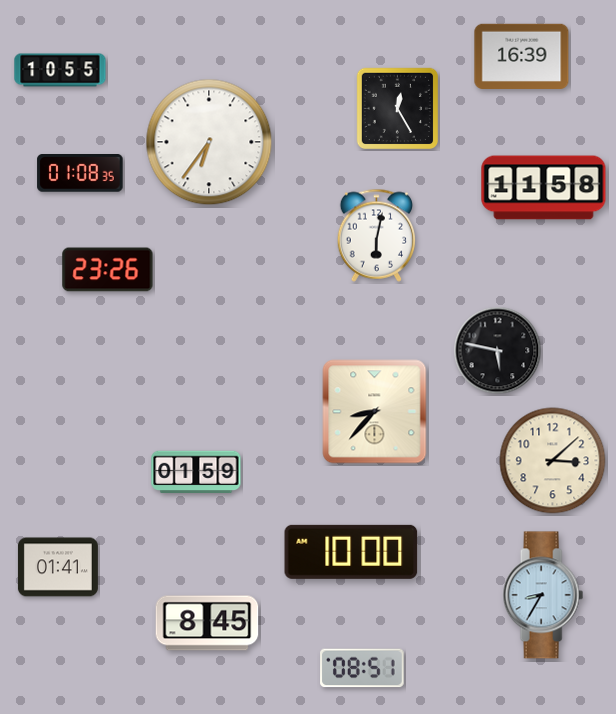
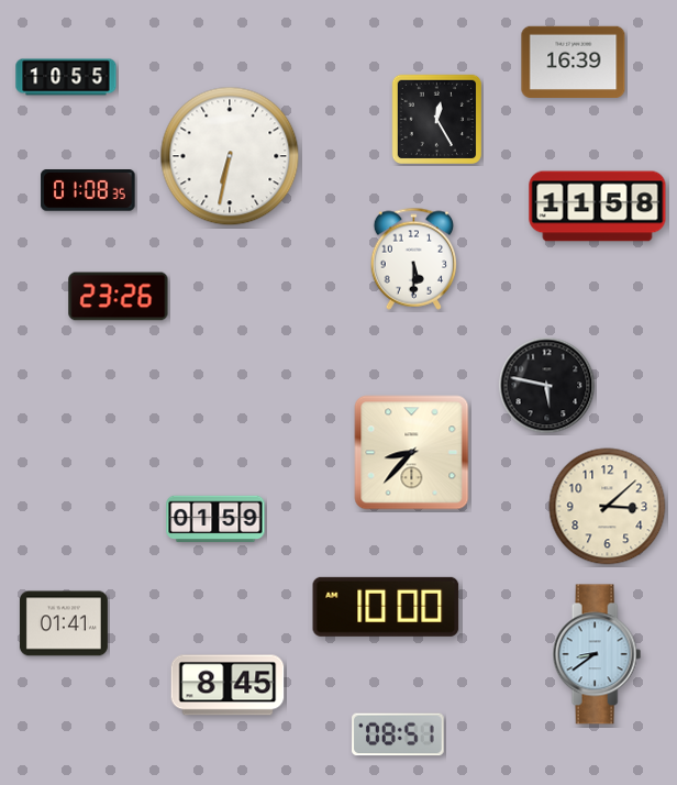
clock at (209, 142): 6:36 -> 6:32
clock at (377, 235): 6:02 -> 5:30
clock at (543, 595): 8:35 -> 8:39
